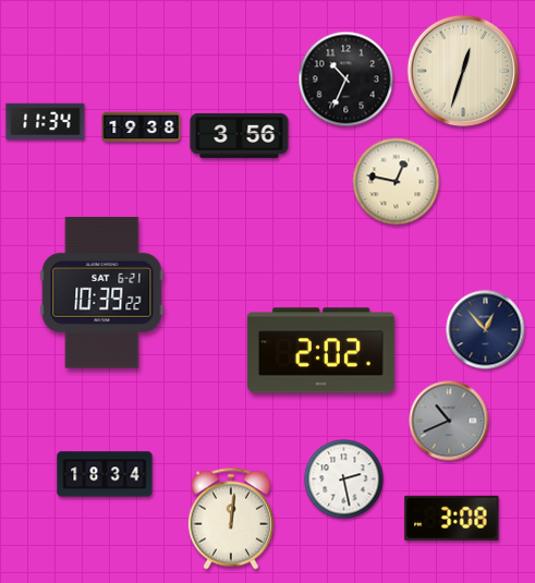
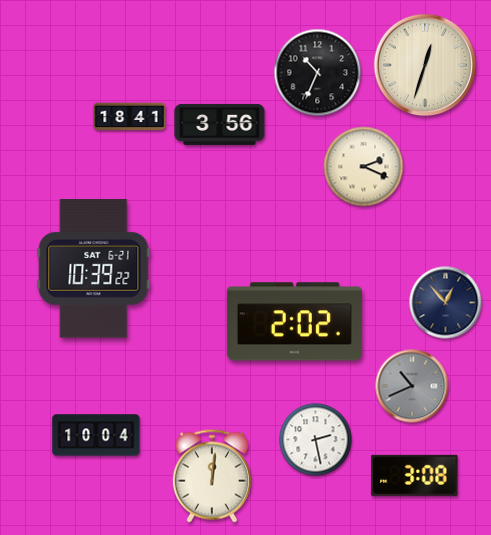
clock at (46, 122): 11:34 -> none
clock at (142, 127): 19:38 -> 18:41
clock at (397, 182): 12:47 -> 2:19
clock at (105, 474): 18:34 -> 10:04
